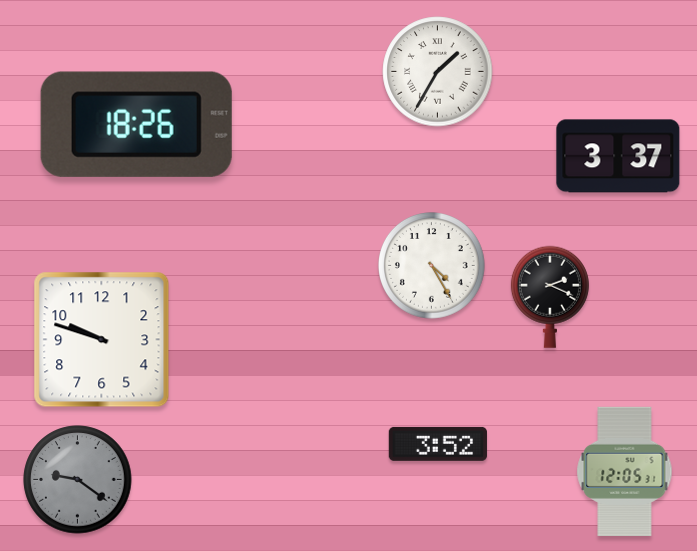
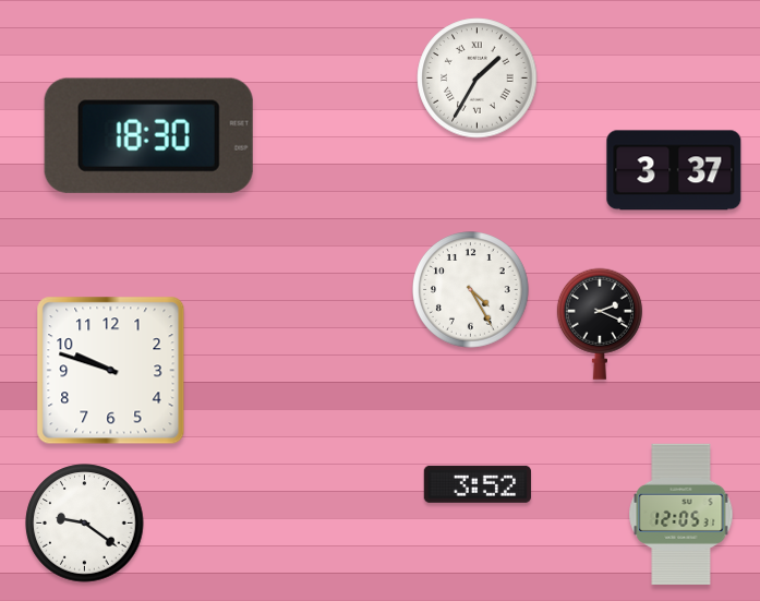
clock at (136, 124): 18:26 -> 18:30
clock at (78, 480) dial: grey -> white
